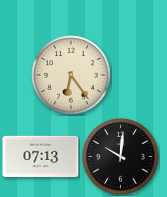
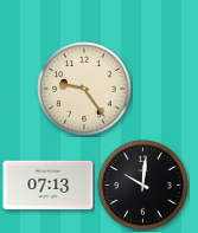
clock at (71, 75): 6:24 -> 9:24
